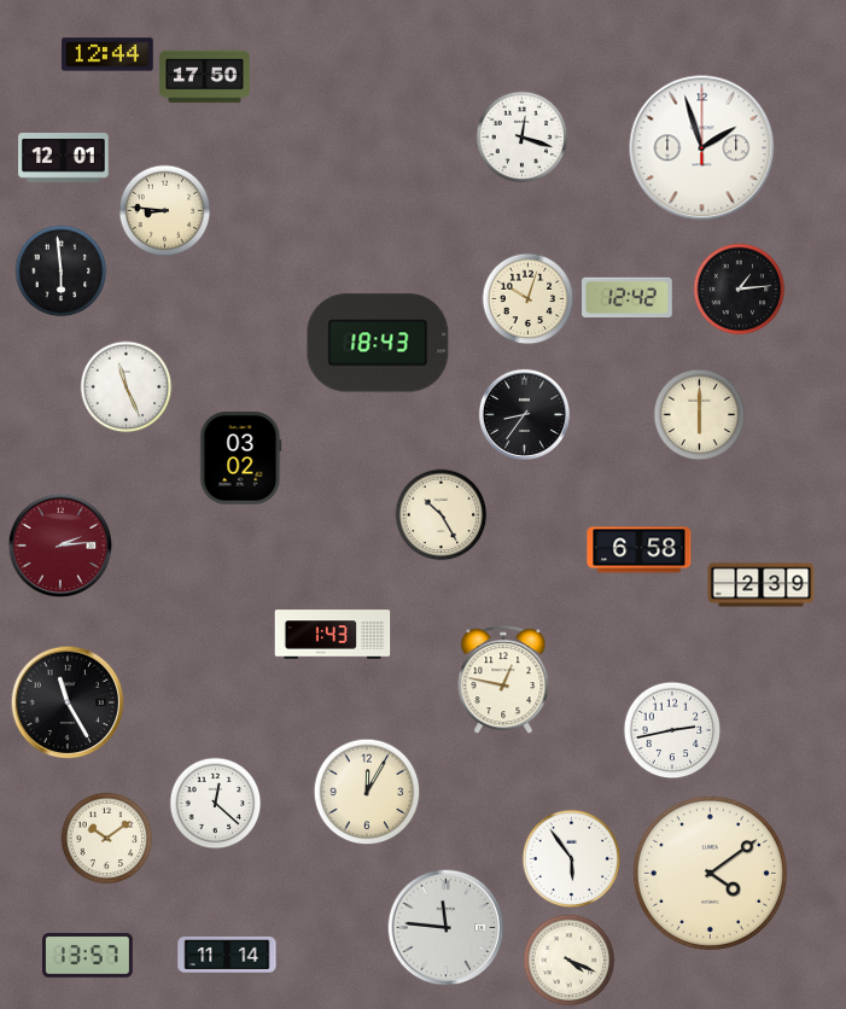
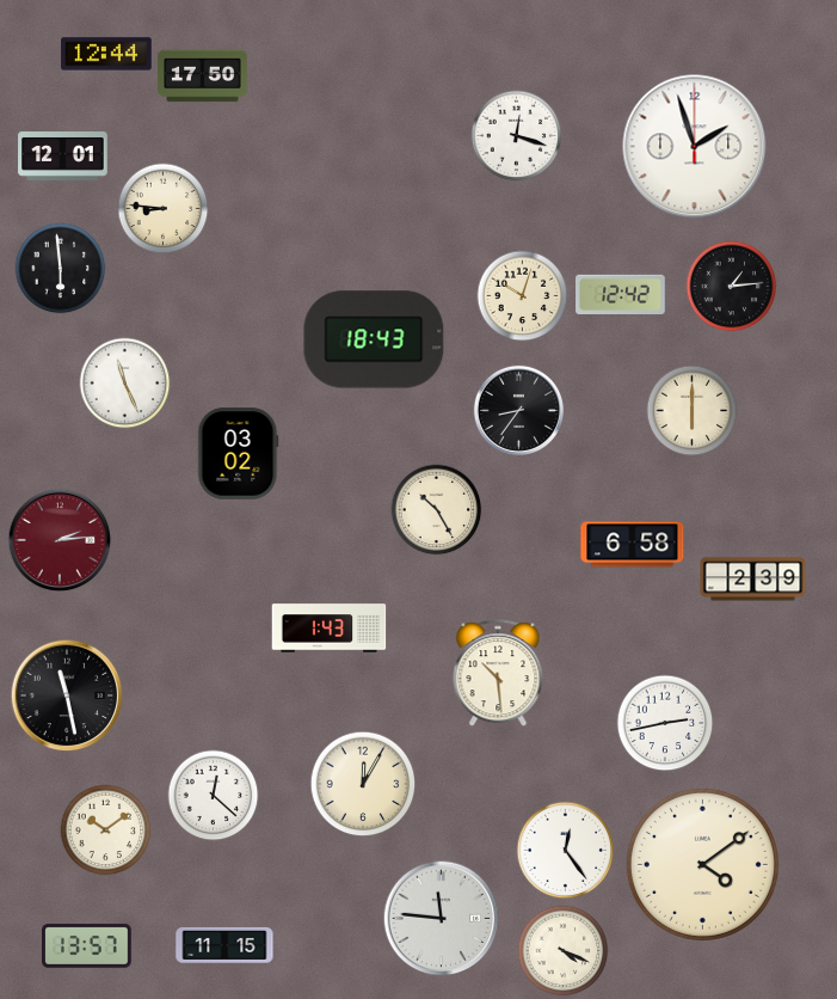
clock at (503, 681): 12:47 -> 10:29
clock at (68, 702): 11:25 -> 11:28
clock at (572, 859): 5:54 -> 12:24
clock at (227, 955): 11:14 -> 11:15
